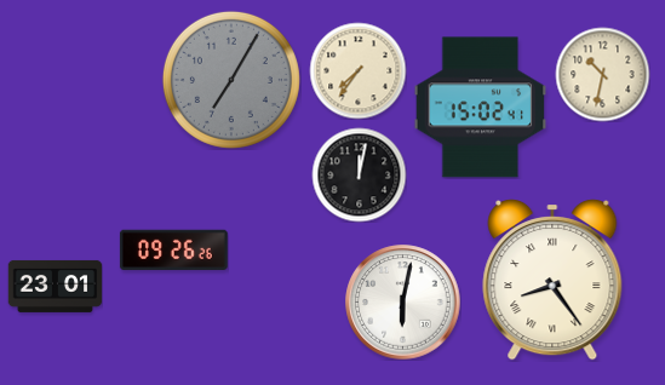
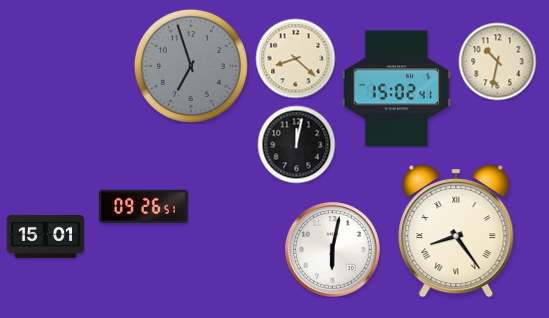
clock at (357, 70): 7:36 -> 8:22
clock at (231, 80): 7:05 -> 6:57
clock at (173, 249): 09:26:26 -> 09:26:51
clock at (55, 286): 23:01 -> 15:01
